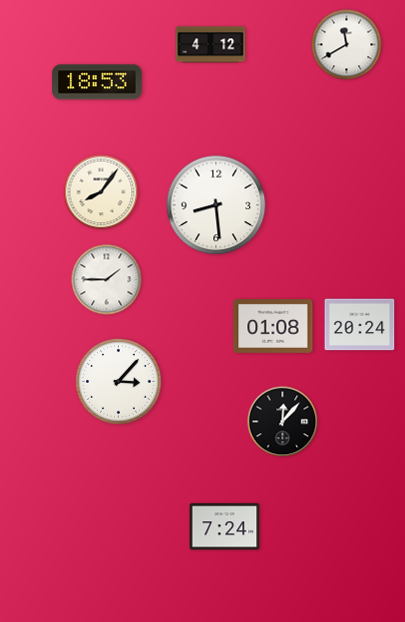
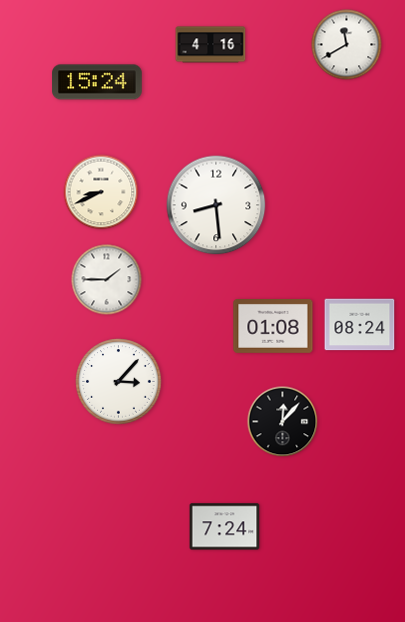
clock at (211, 45): 4:12 -> 4:16
clock at (97, 82): 18:53 -> 15:24
clock at (101, 192): 8:06 -> 8:41
clock at (360, 325): 20:24 -> 08:24
